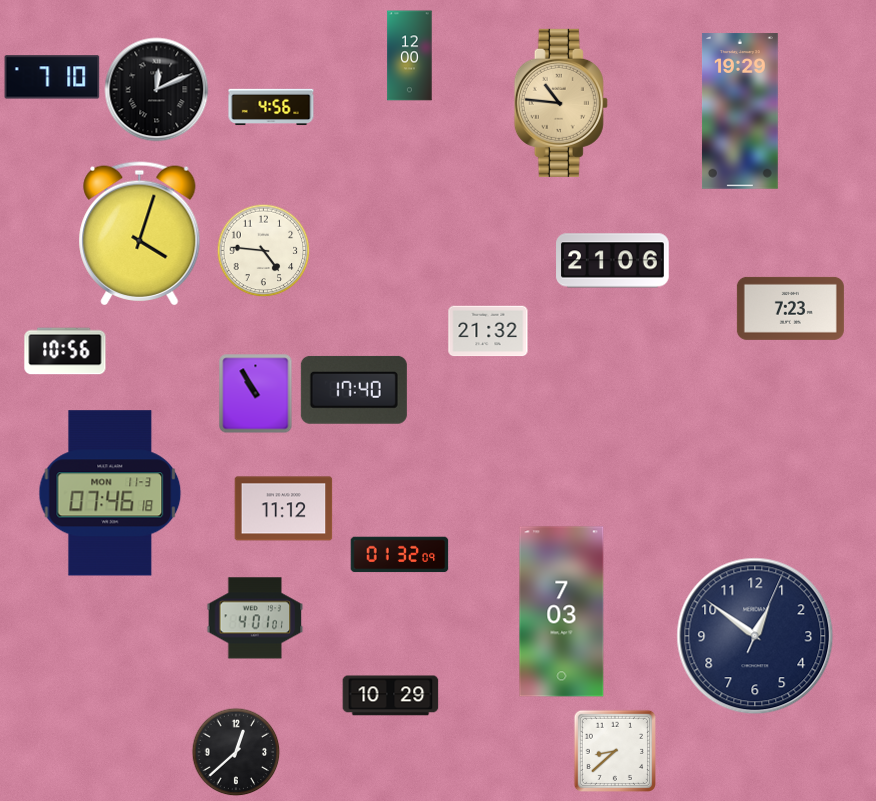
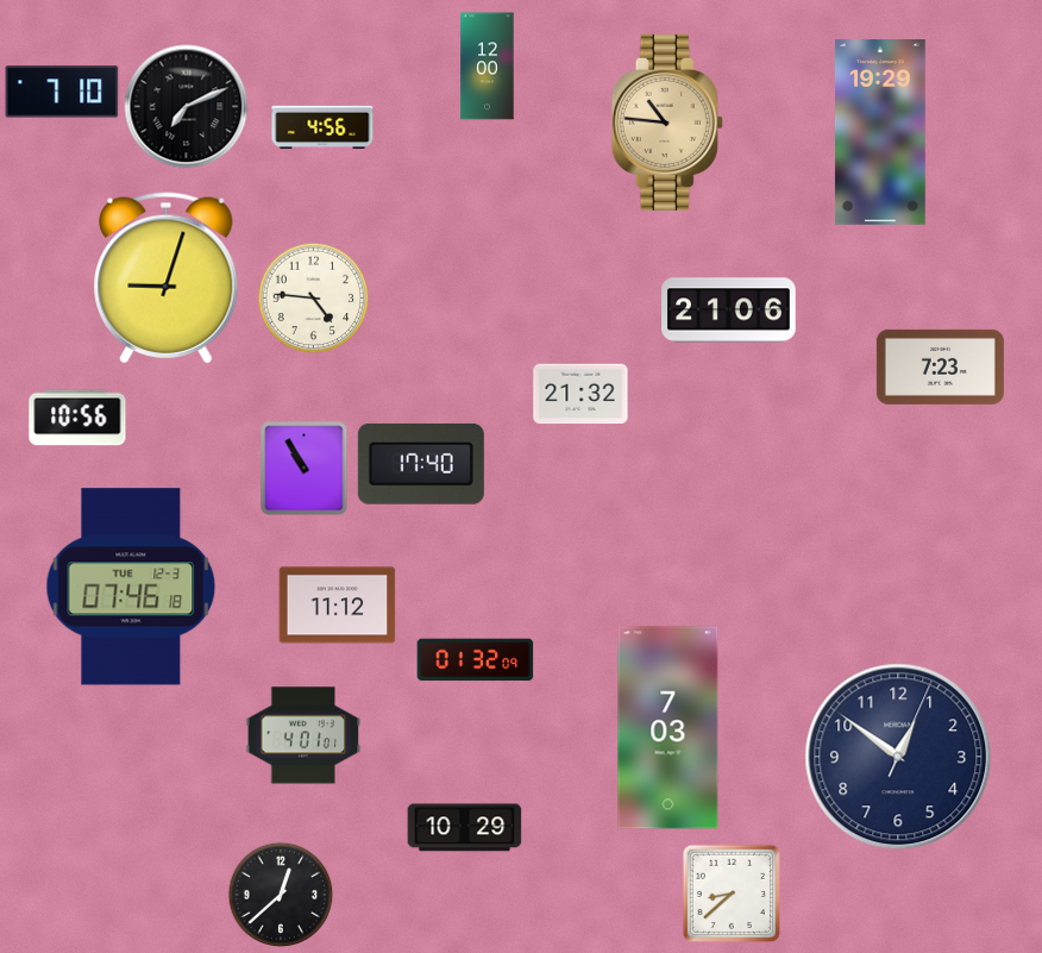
clock at (157, 90): 12:11 -> 7:11
clock at (140, 234): 4:03 -> 9:03
clock at (110, 493) date: MON 11-3 -> TUE 12-3
